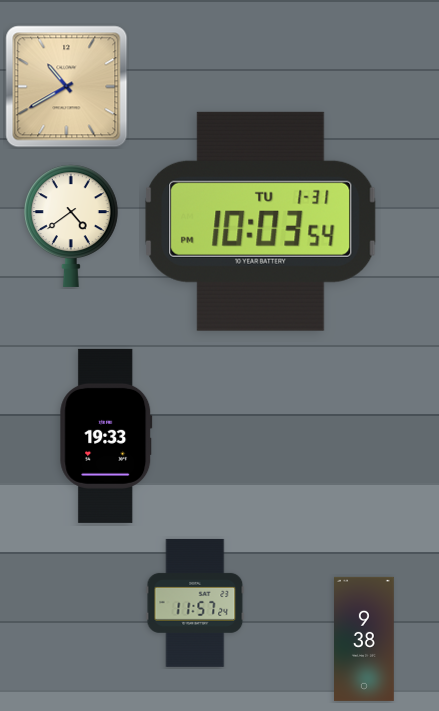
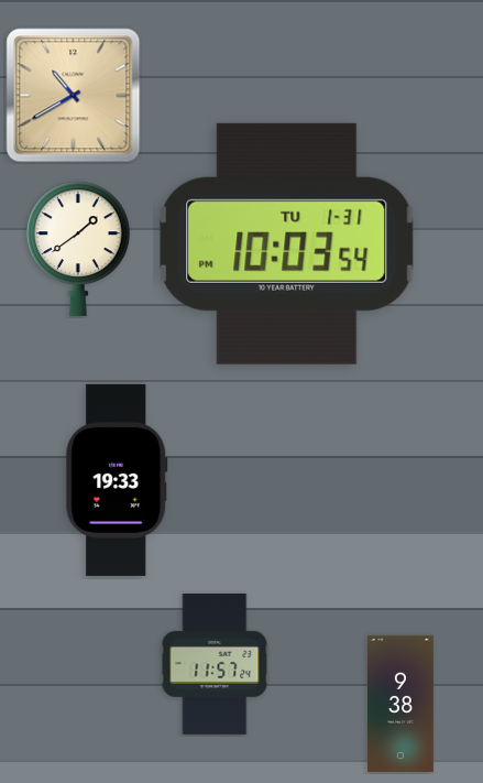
clock at (71, 226): 4:39 -> 1:39
